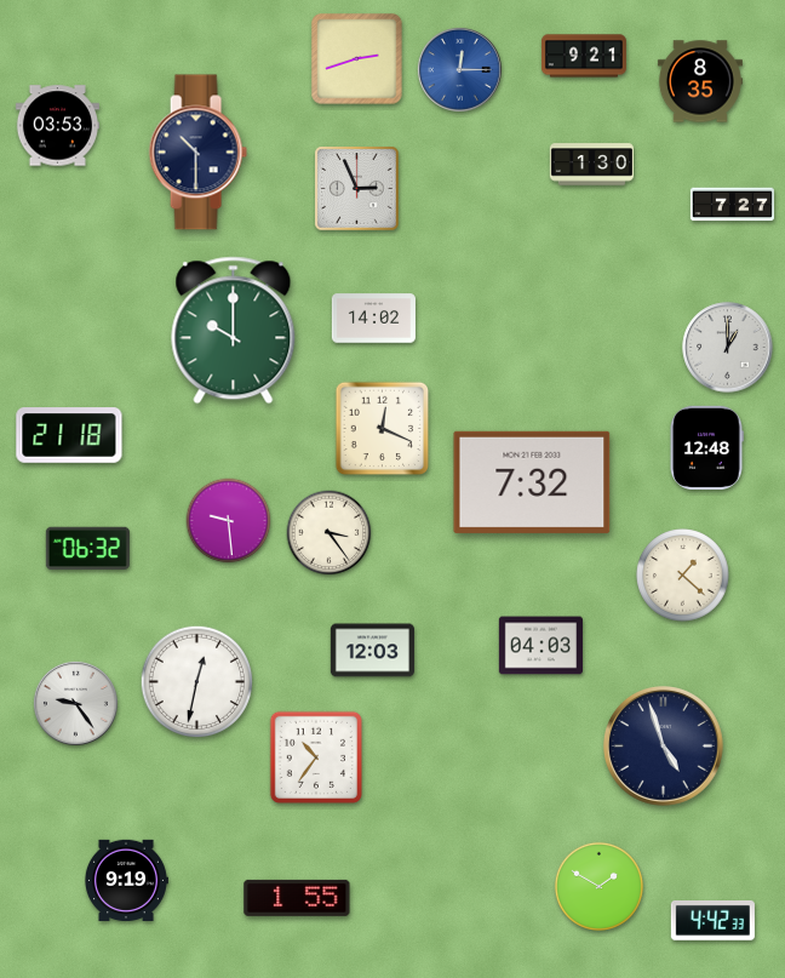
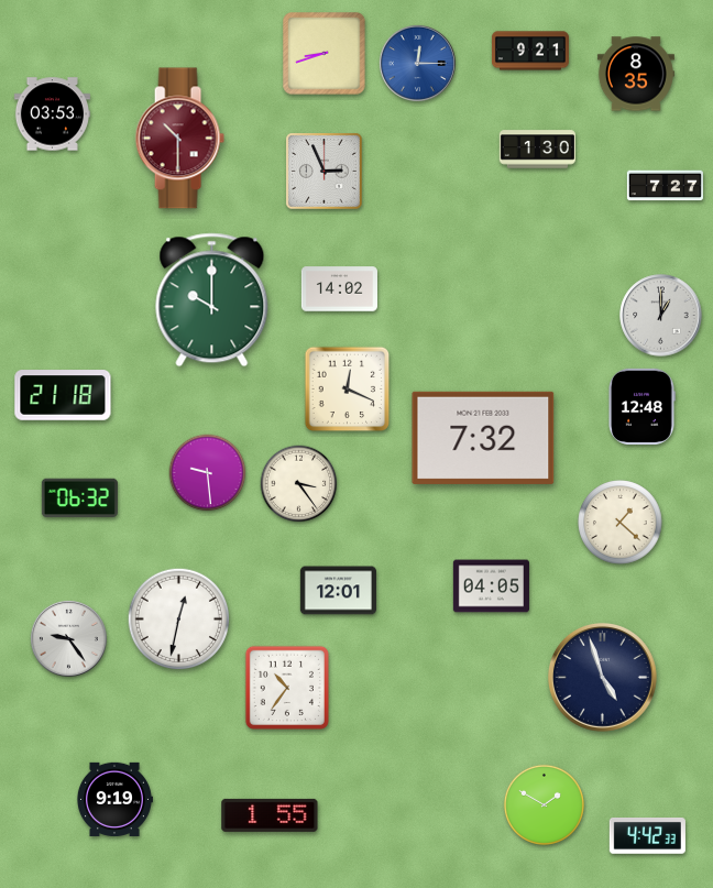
clock at (357, 59): 2:42 -> 8:42
clock at (197, 153) dial: navy -> burgundy
clock at (540, 646): 04:03 -> 04:05
clock at (372, 651): 12:03 -> 12:01
